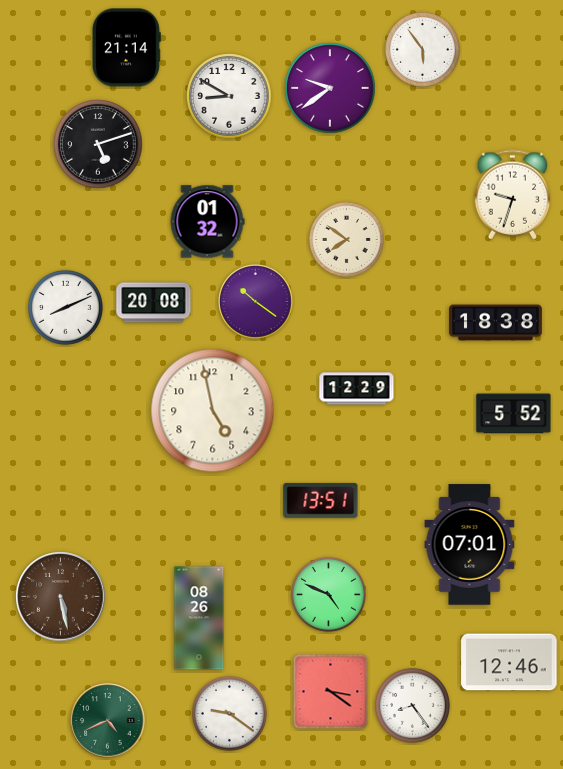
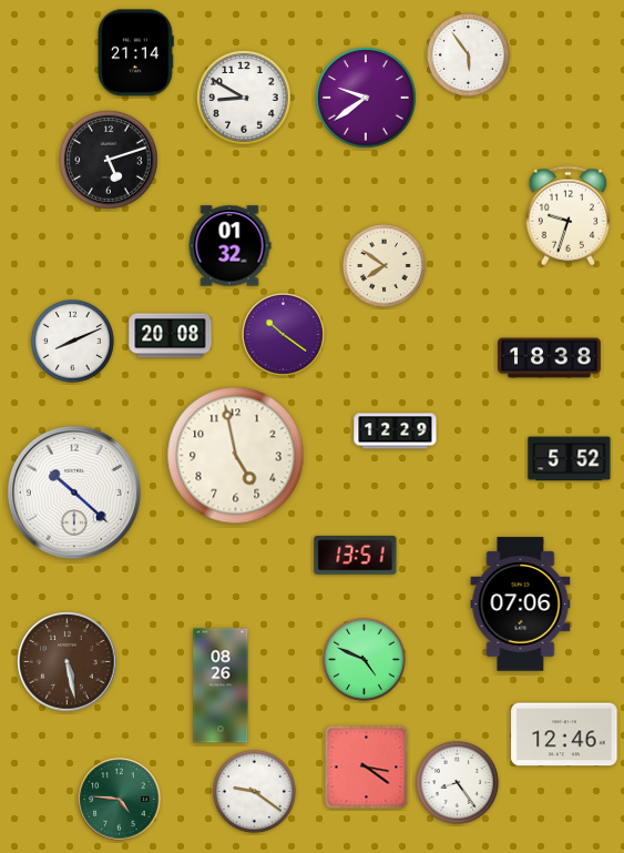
clock at (126, 48) position: (126, 48) -> (135, 53)
clock at (229, 96) position: (229, 96) -> (244, 98)
clock at (74, 492): none -> 10:22
clock at (470, 545): 07:01 -> 07:06
clock at (108, 721): 4:41 -> 4:46
